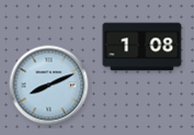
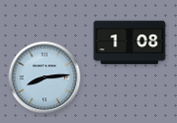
clock at (49, 86): 8:11 -> 8:14
